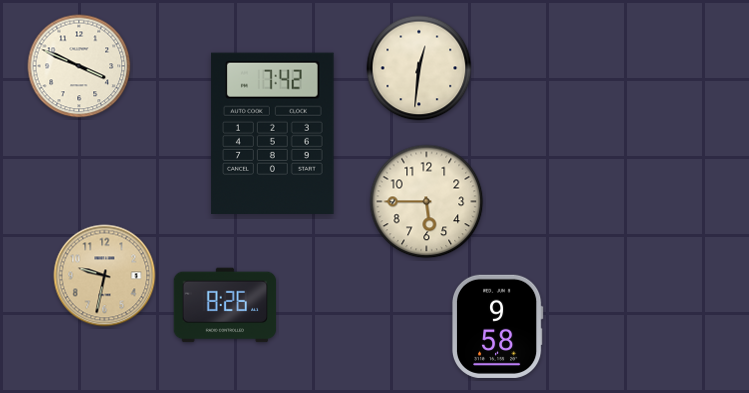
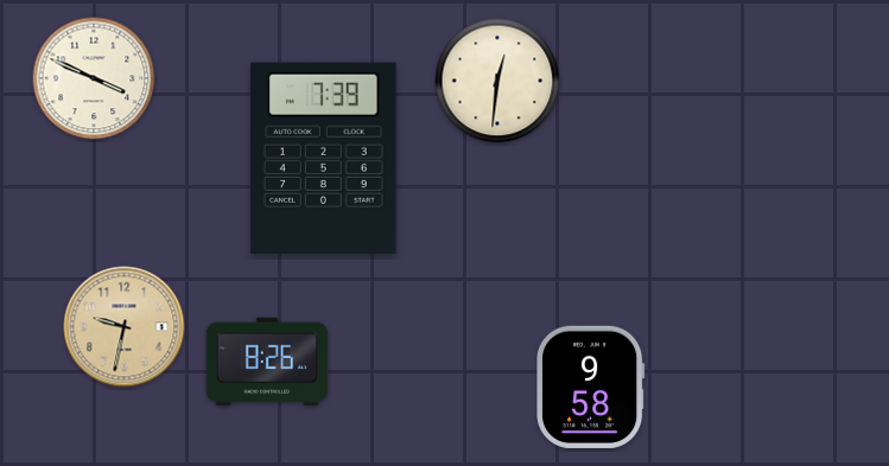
clock at (273, 133): 7:42 -> 7:39
clock at (427, 202): 5:45 -> none
